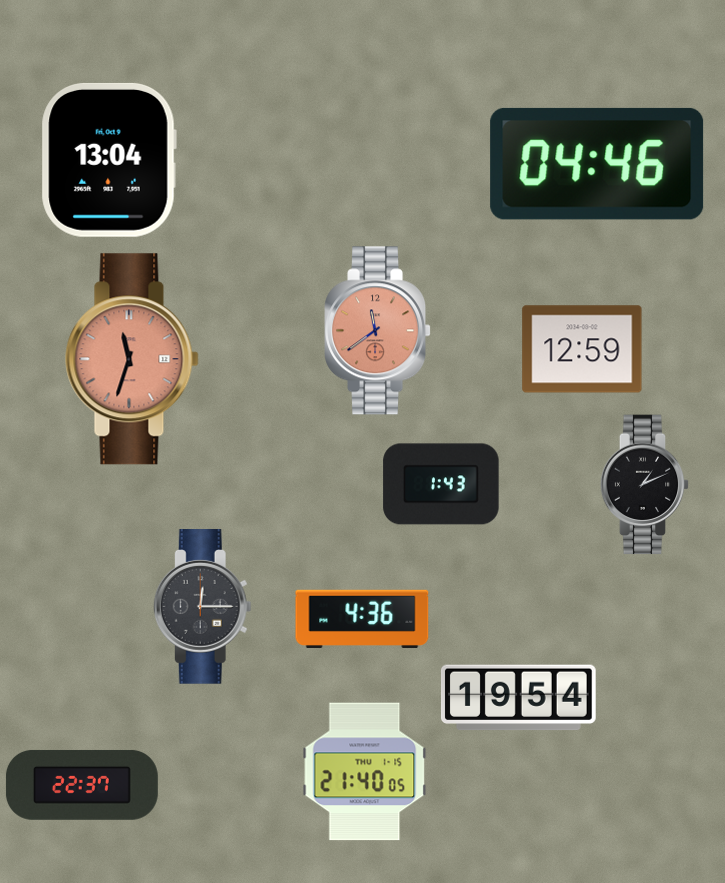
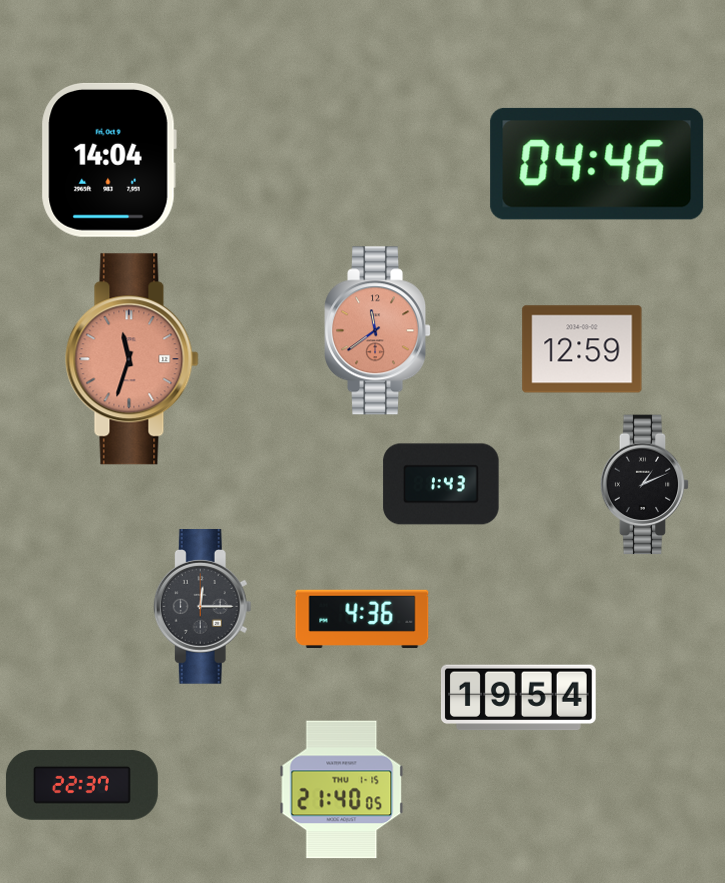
clock at (109, 160): 13:04 -> 14:04
clock at (365, 772) position: (365, 772) -> (342, 790)
